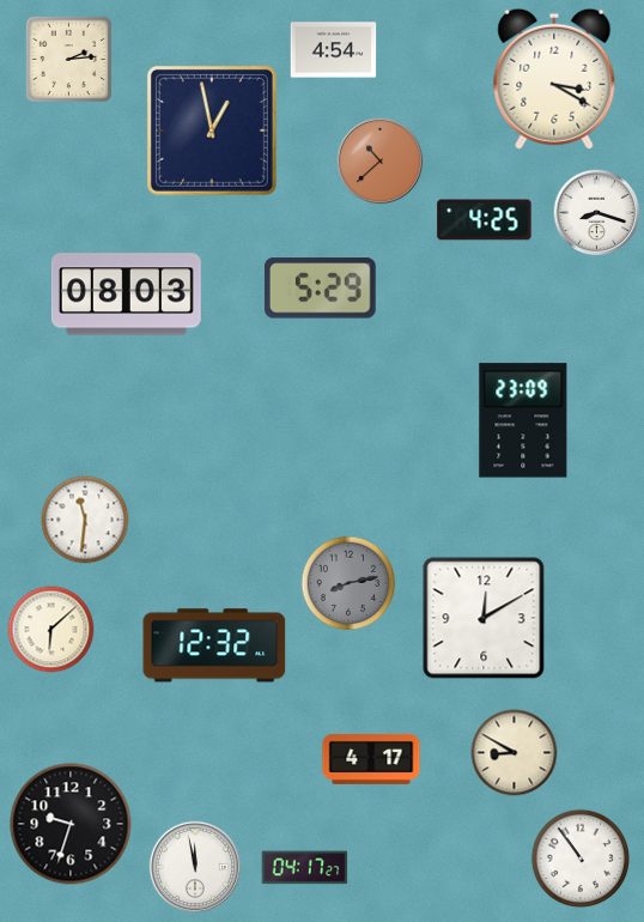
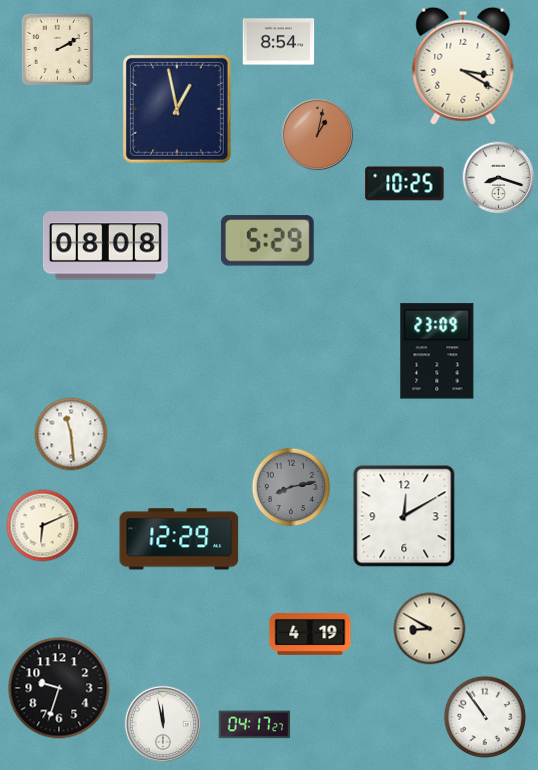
clock at (334, 50): 4:54 -> 8:54
clock at (68, 59): 2:14 -> 2:10
clock at (381, 162): 10:38 -> 1:02
clock at (485, 220): 4:25 -> 10:25
clock at (126, 295): 08:03 -> 08:08
clock at (85, 520): 11:31 -> 11:29
clock at (51, 630): 6:08 -> 6:11
clock at (214, 645): 12:32 -> 12:29
clock at (371, 759): 4:17 -> 4:19
